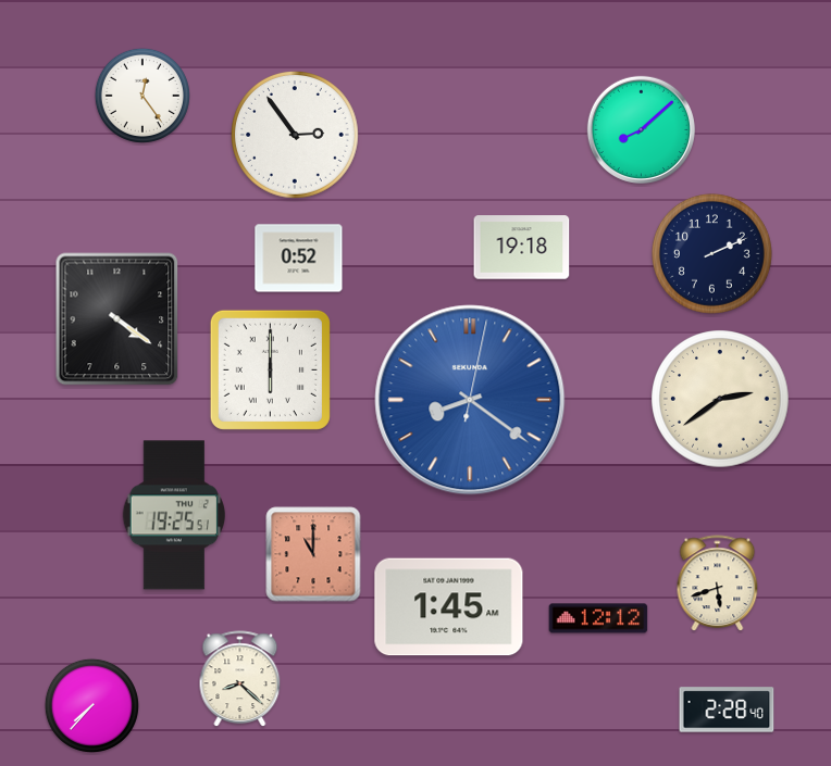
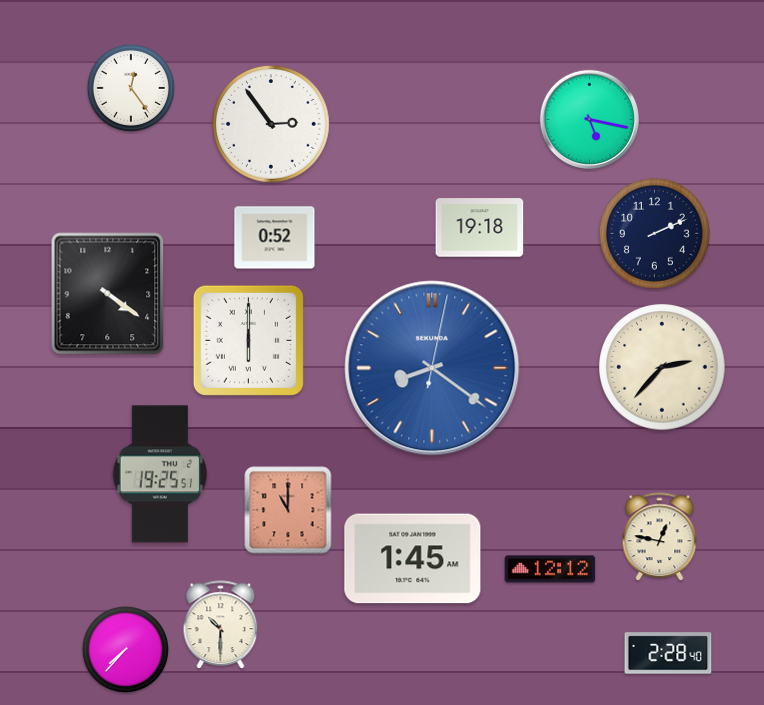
clock at (641, 129): 8:08 -> 5:17
clock at (720, 399): 2:39 -> 2:37
clock at (718, 583): 5:42 -> 12:47
clock at (240, 679): 8:22 -> 10:30
clock at (91, 705) position: (91, 705) -> (125, 649)
